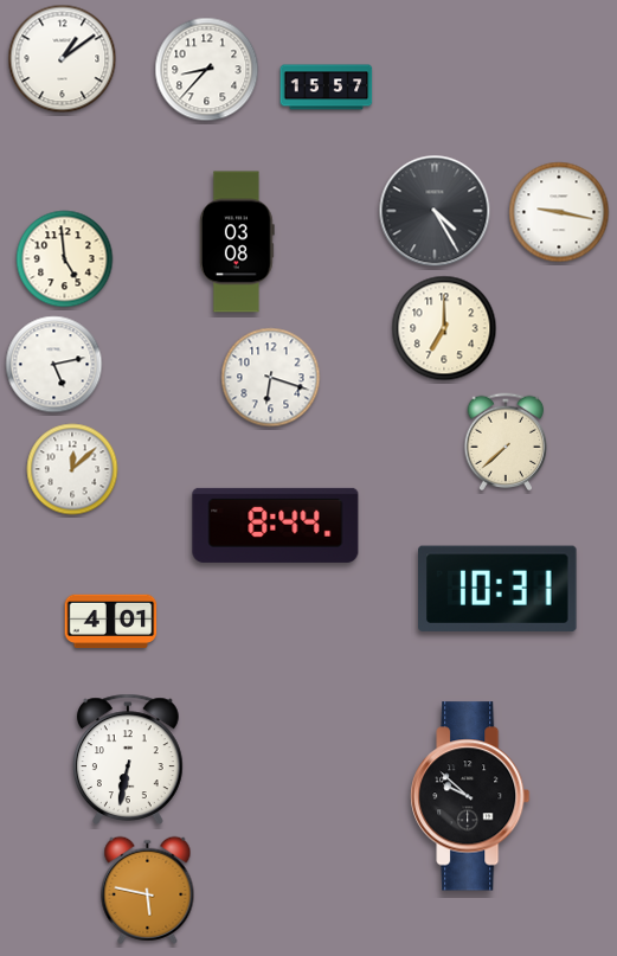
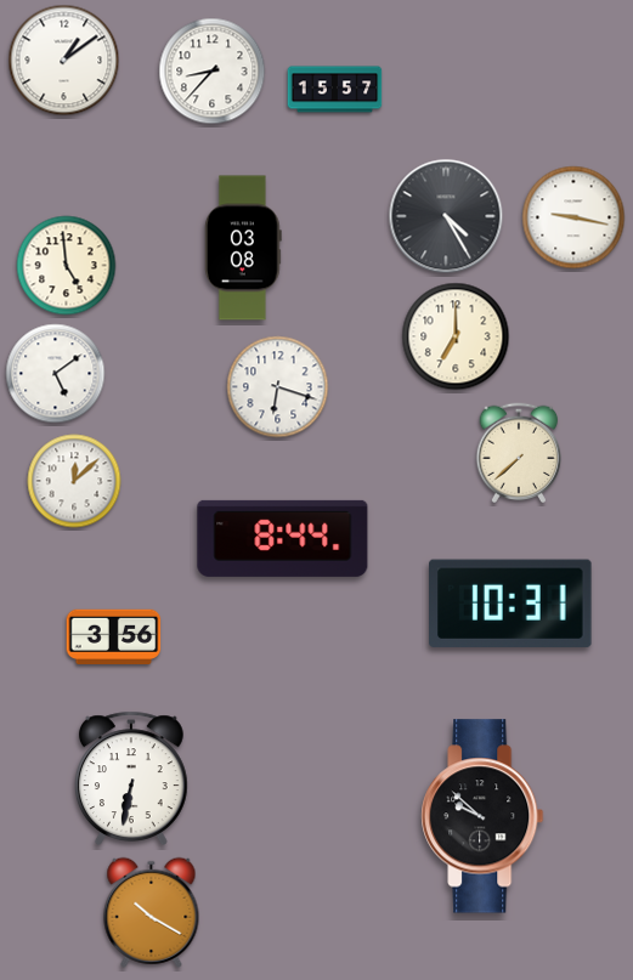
clock at (54, 365): 5:13 -> 5:09
clock at (111, 621): 4:01 -> 3:56
clock at (148, 890): 5:47 -> 10:20
